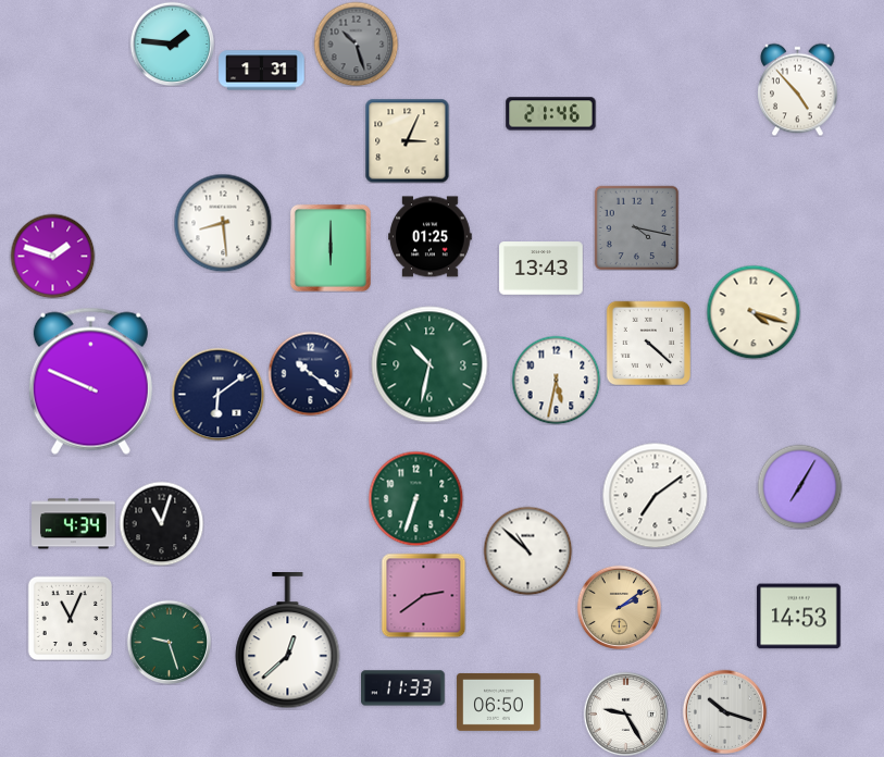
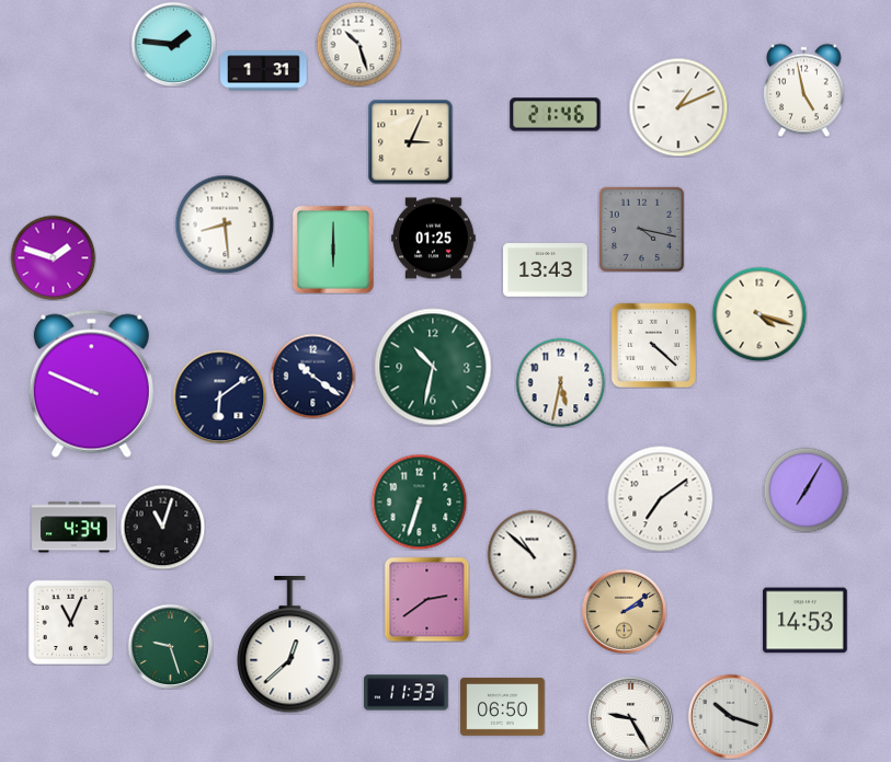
clock at (356, 44) dial: grey -> white
clock at (798, 89): 4:53 -> 4:58
clock at (678, 107): none -> 1:11
